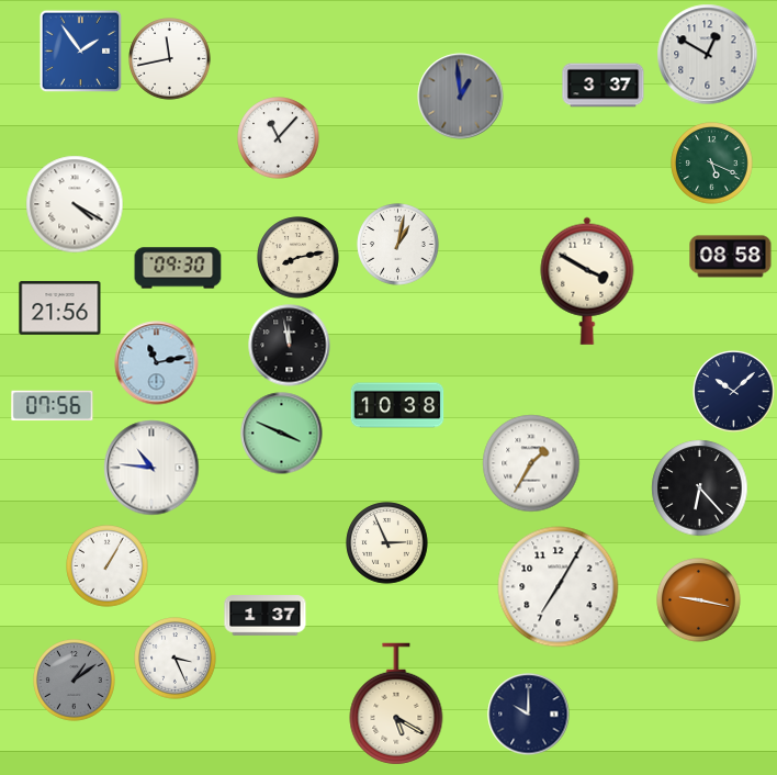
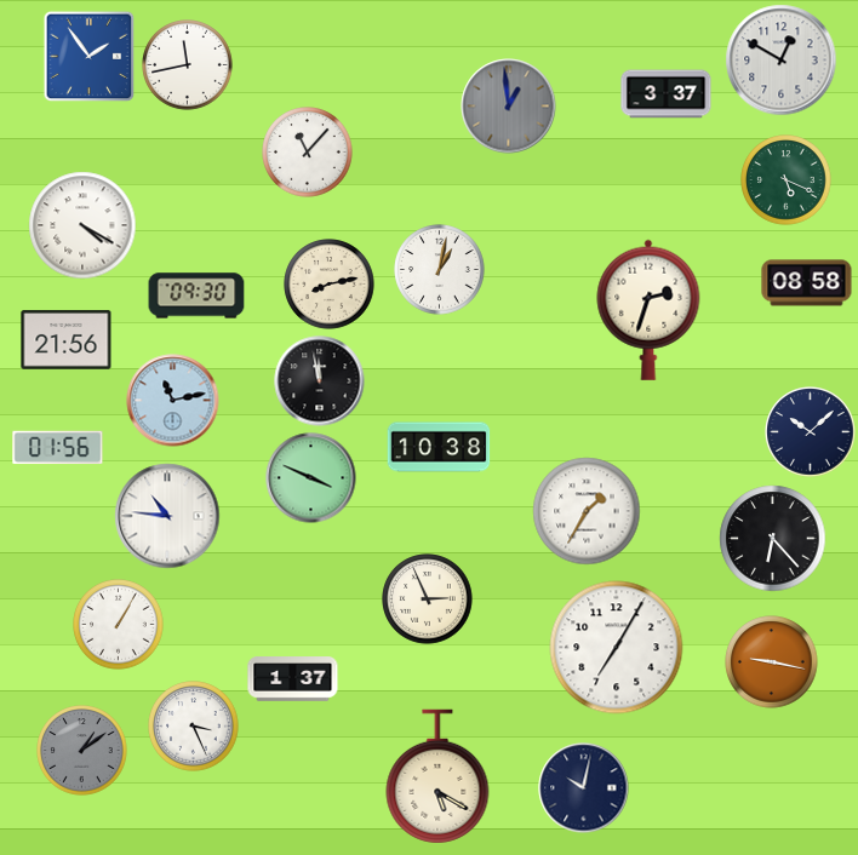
clock at (587, 281): 3:50 -> 2:33
clock at (53, 406): 07:56 -> 01:56
clock at (529, 715): 10:00 -> 10:02
